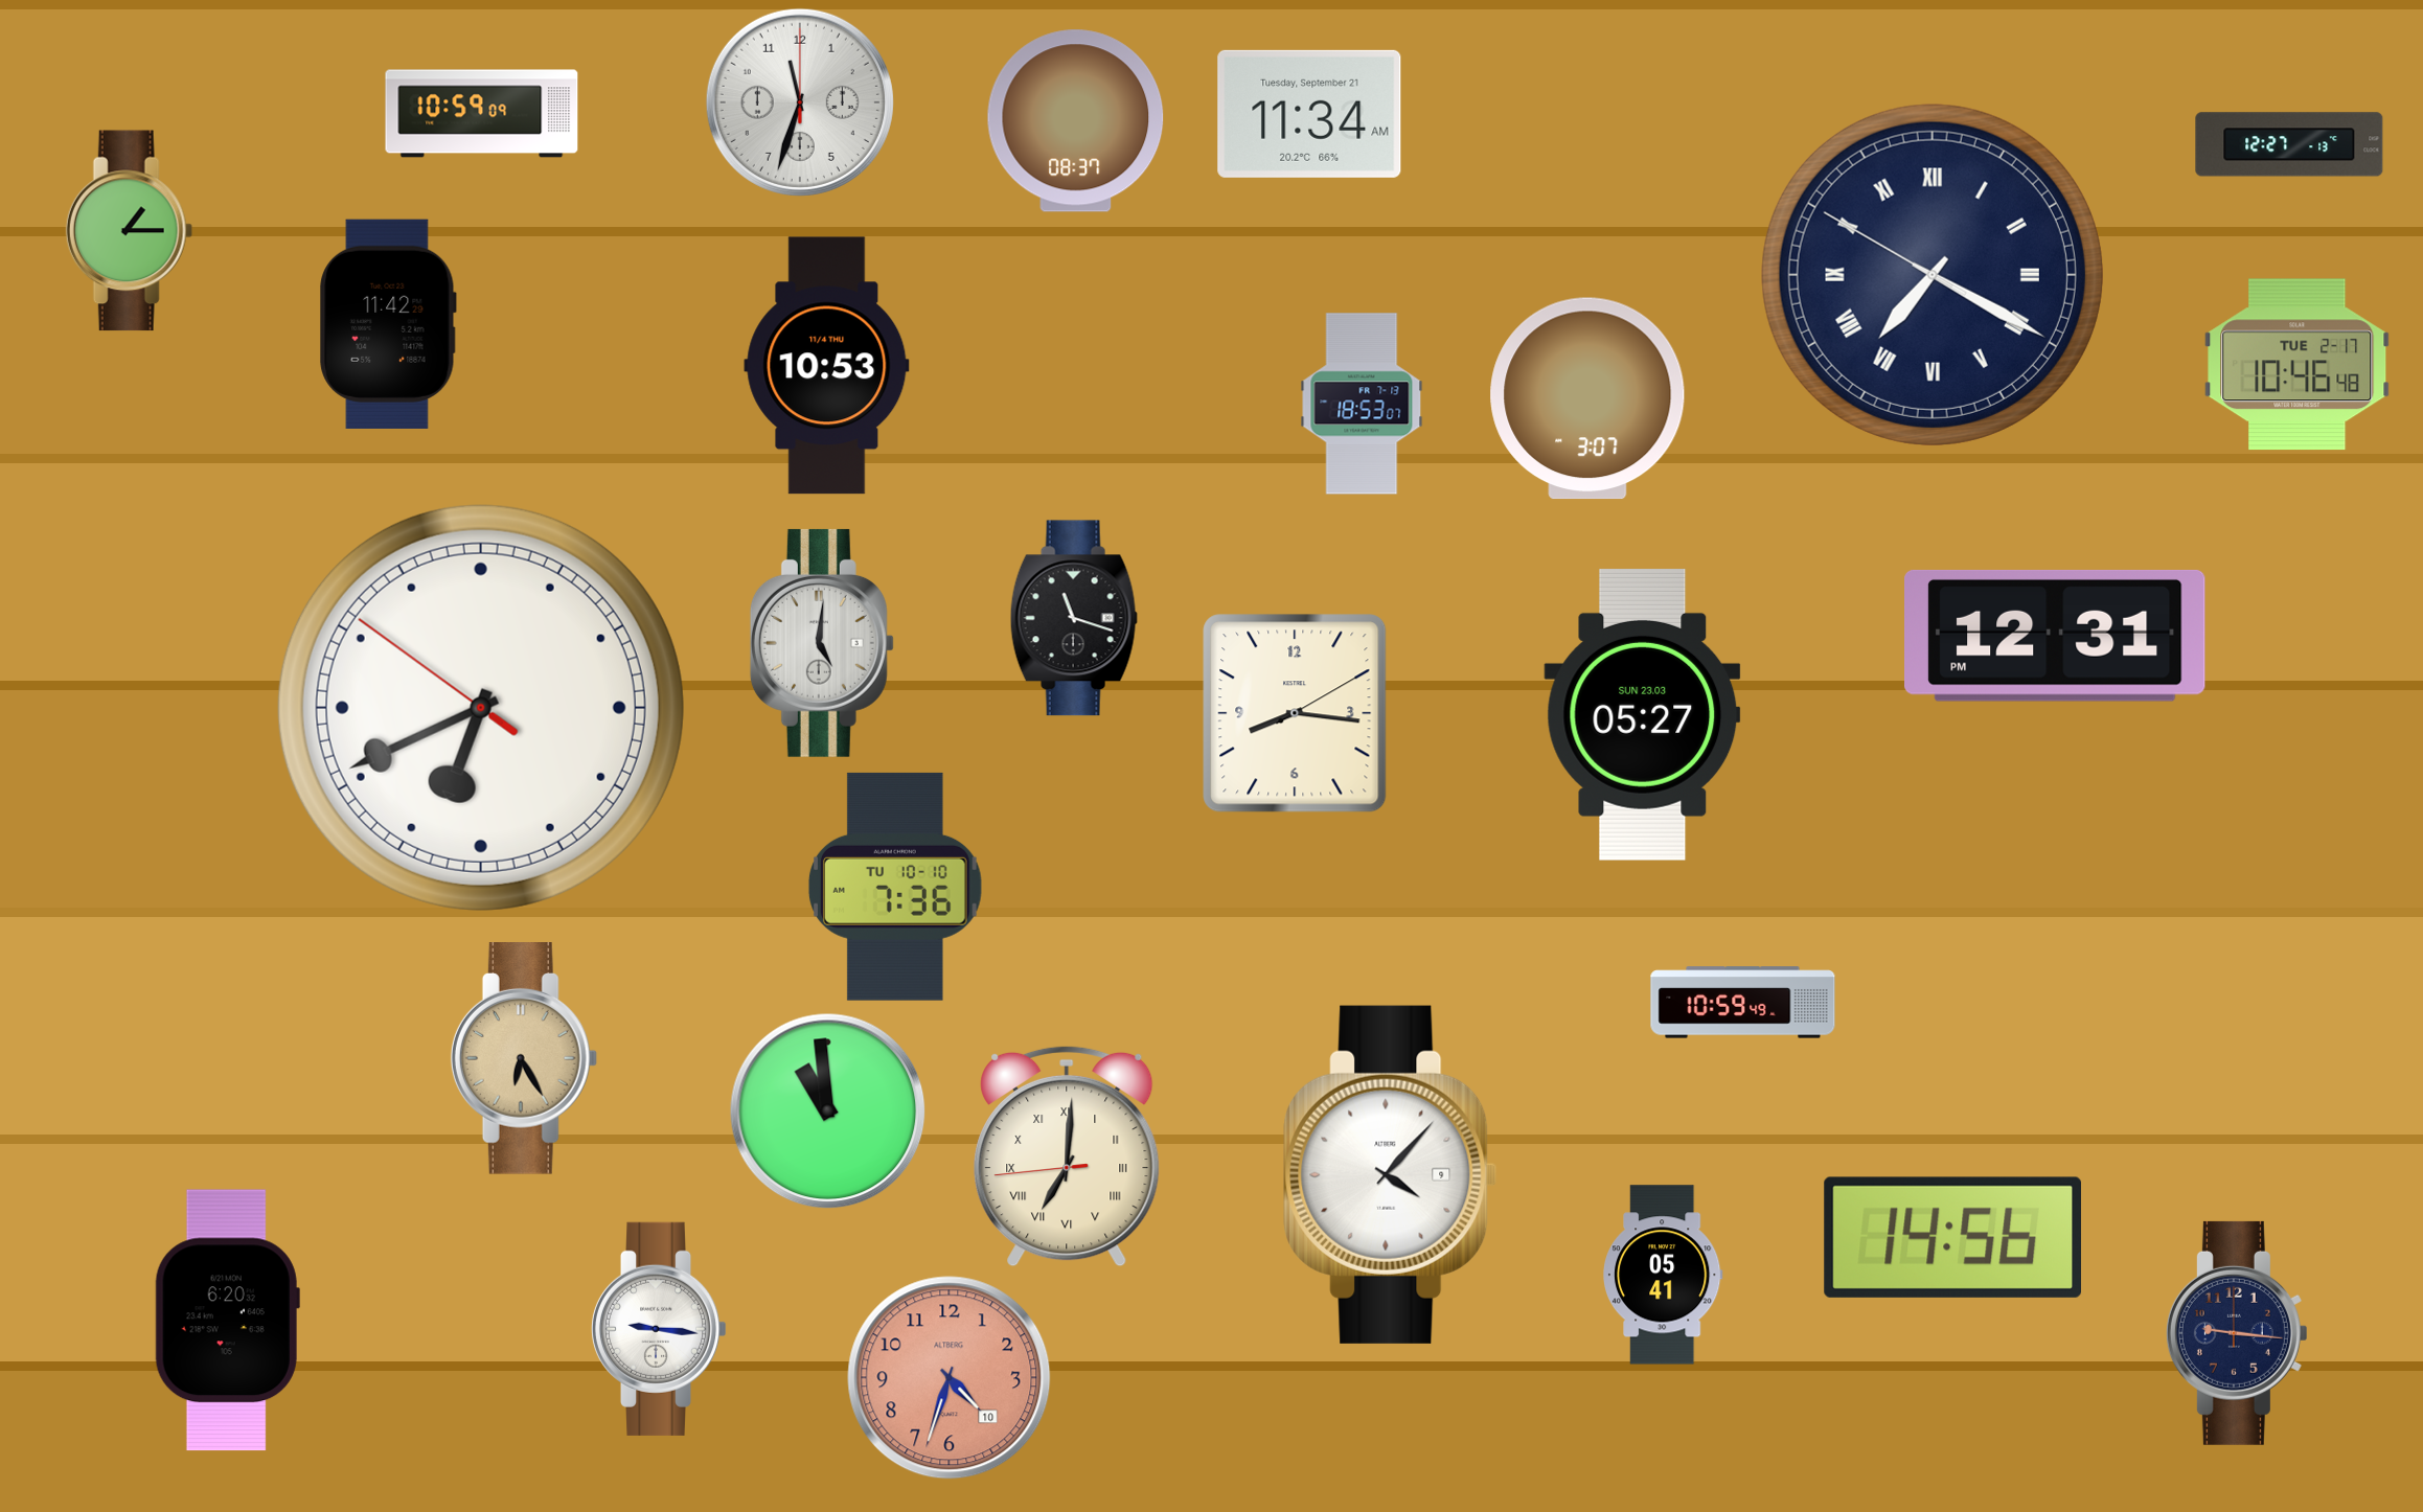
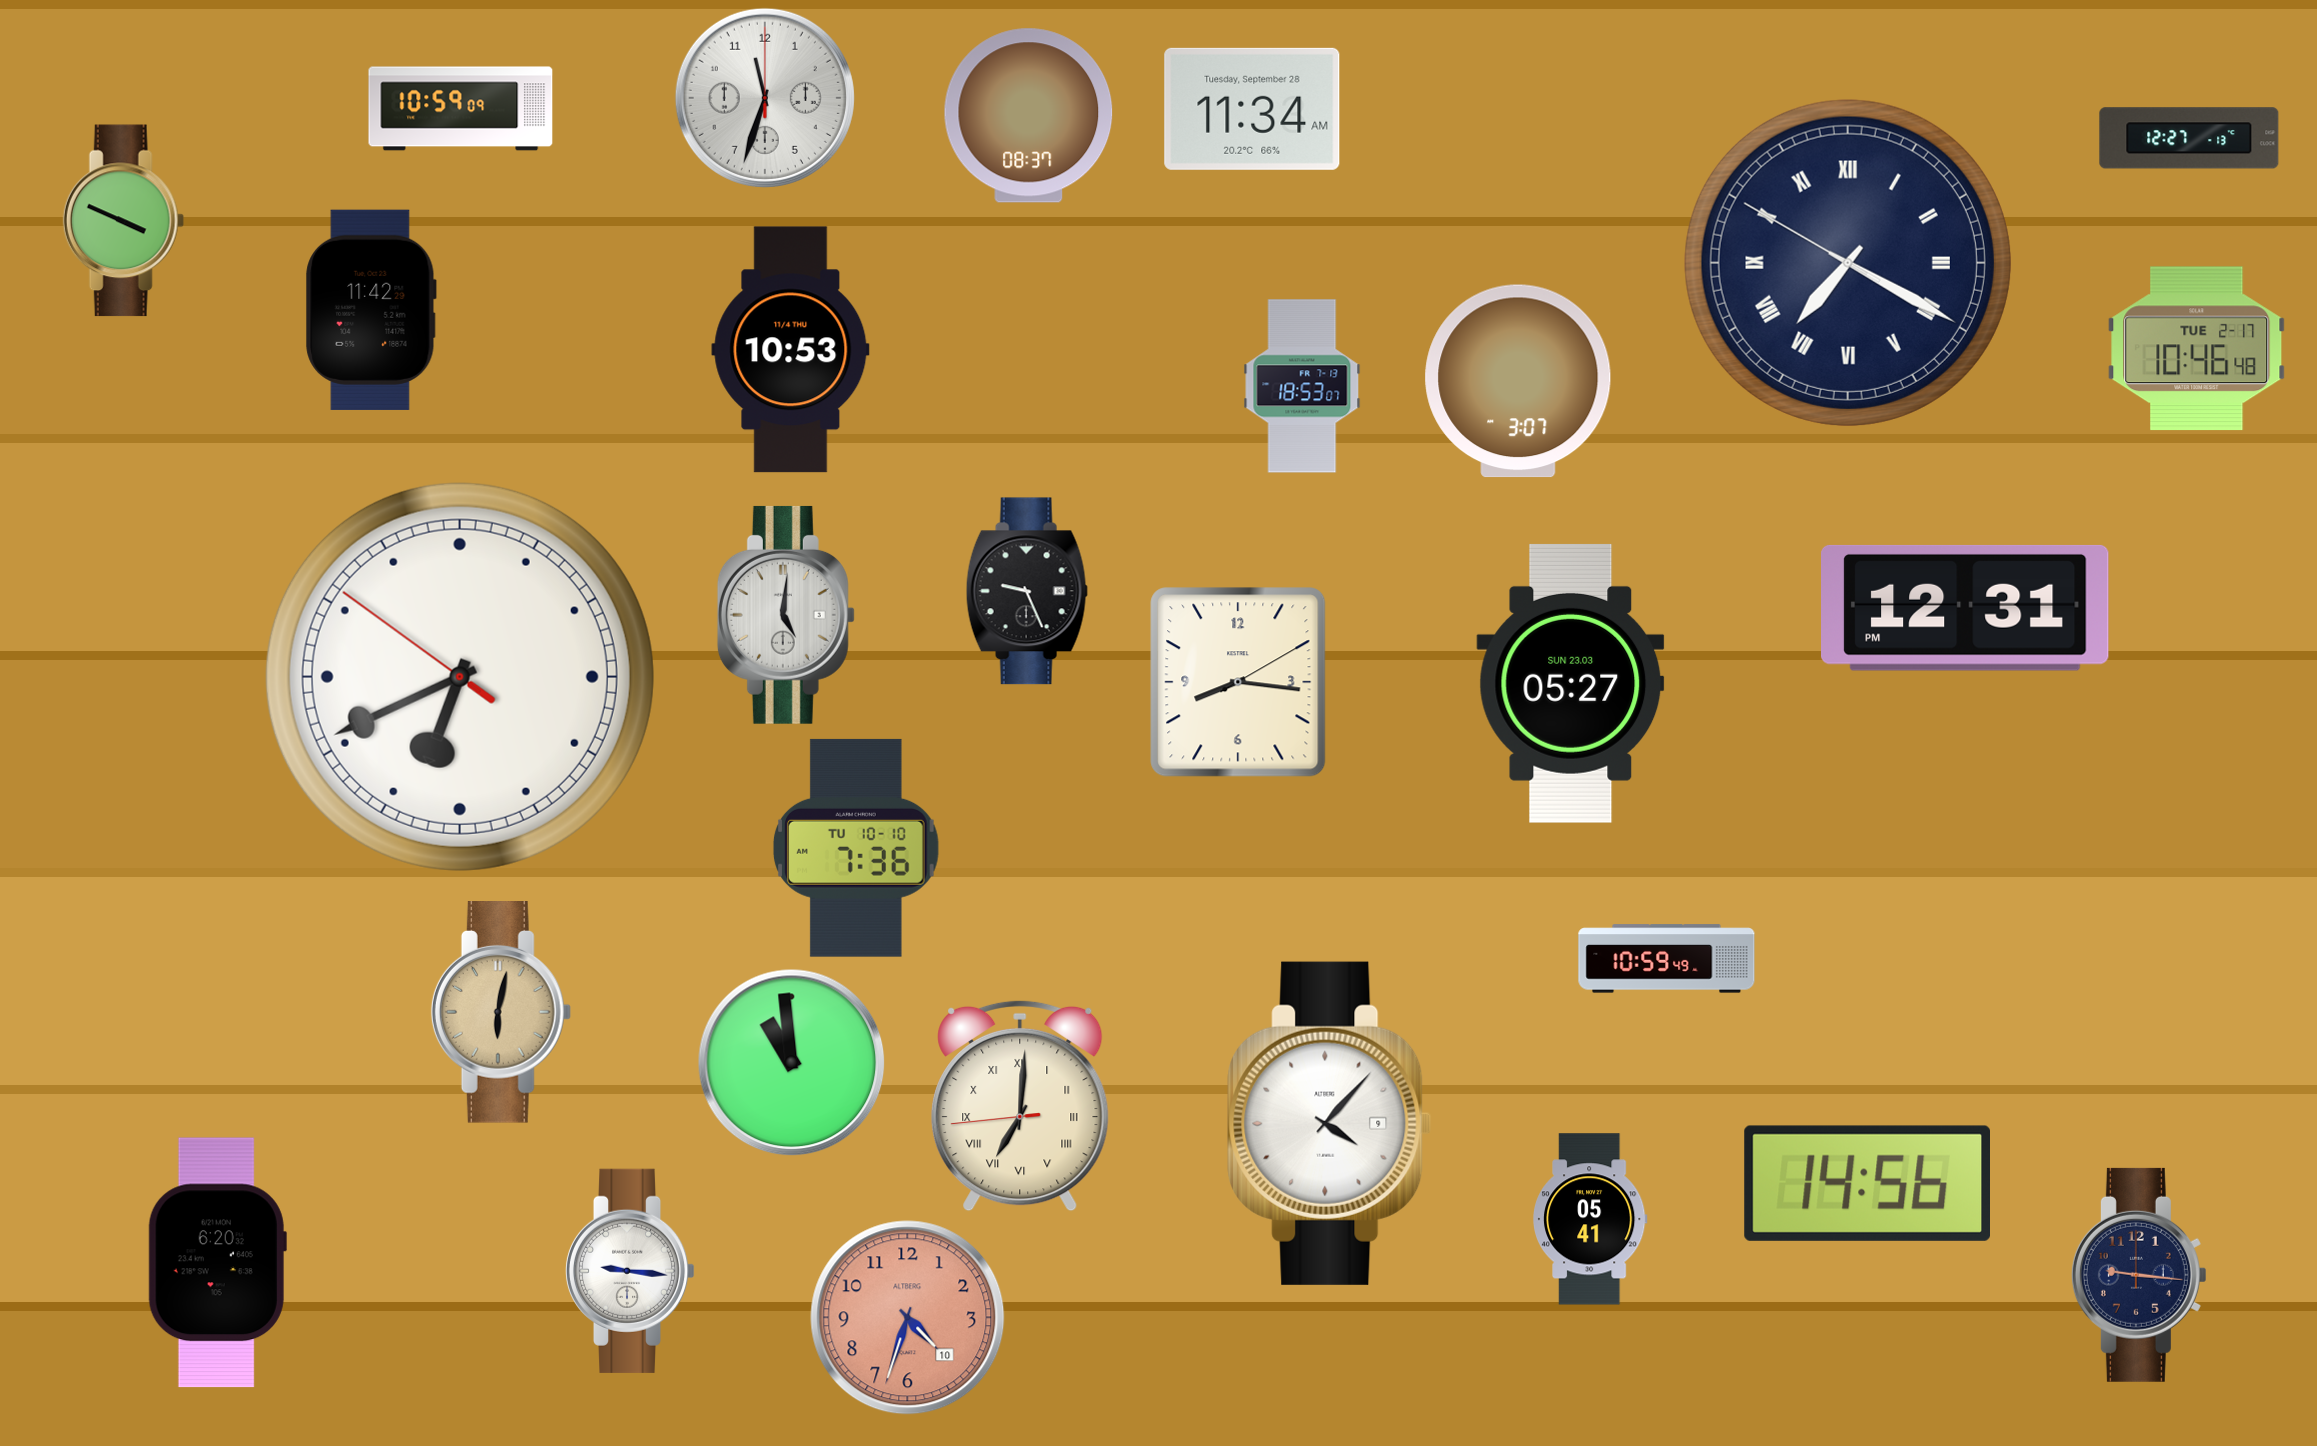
clock at (1309, 114) date: Tuesday, September 21 -> Tuesday, September 28
clock at (129, 231): 1:15 -> 3:49
clock at (1074, 618): 11:18 -> 9:26
clock at (524, 1059): 6:25 -> 6:02
